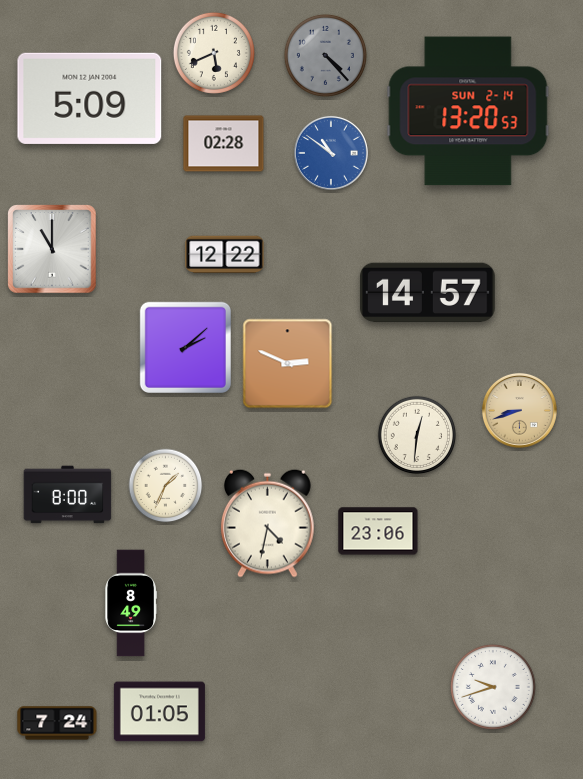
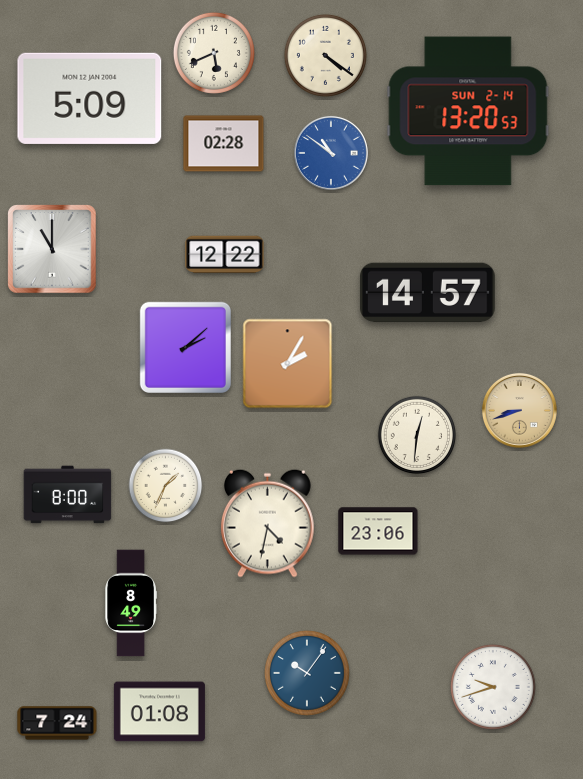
clock at (325, 55): 4:23 -> 4:21
clock at (325, 55) dial: grey -> cream
clock at (288, 364): 2:49 -> 2:05
clock at (307, 673): none -> 10:06
clock at (159, 712): 01:05 -> 01:08
